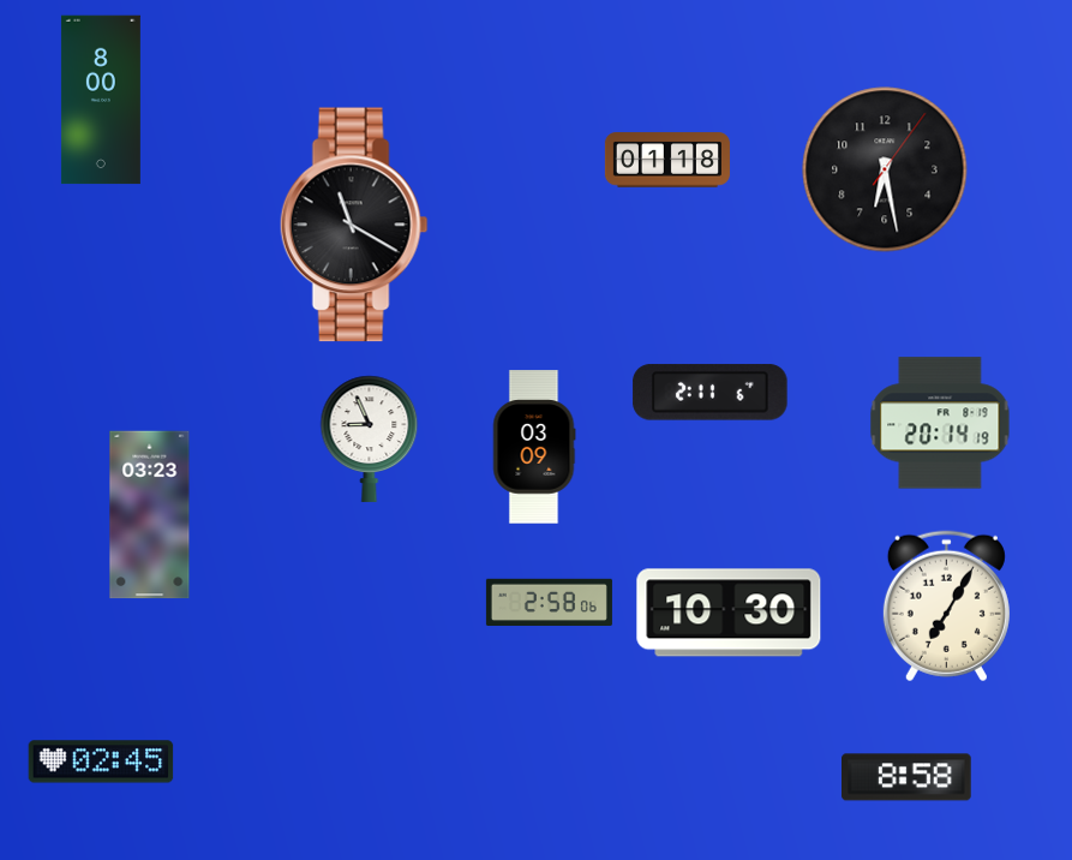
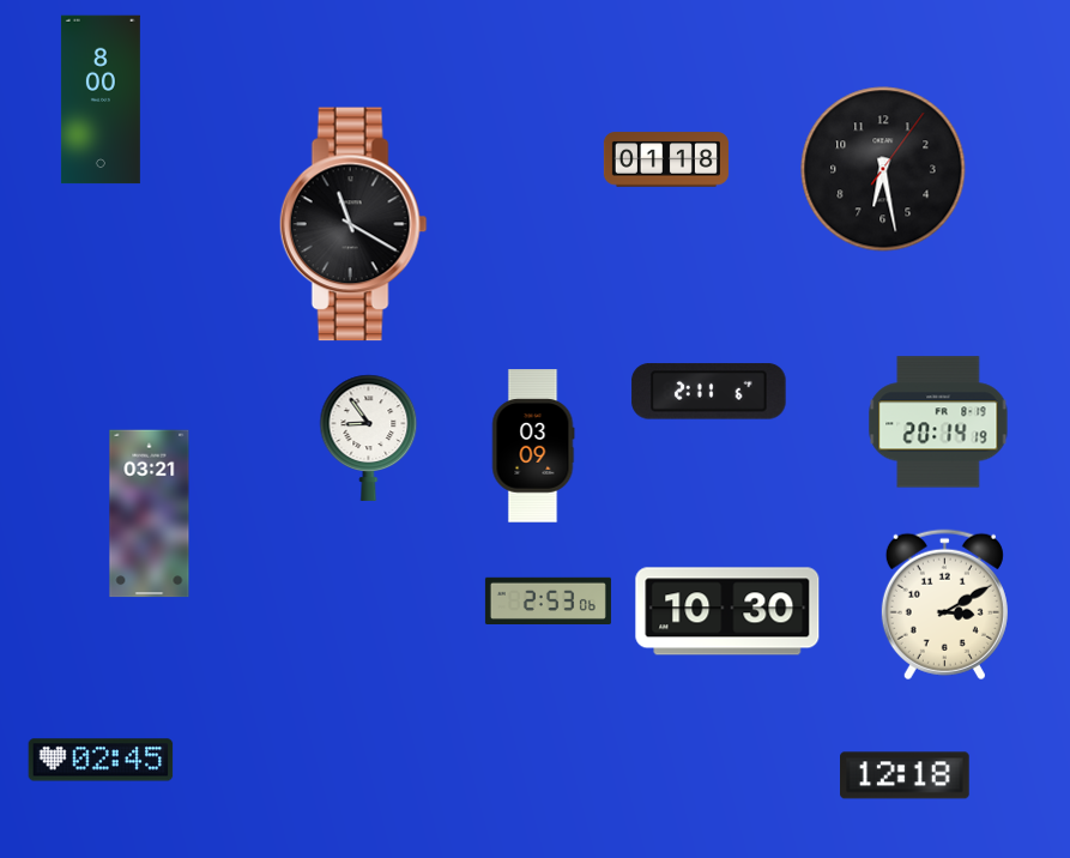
clock at (370, 438): 8:56 -> 8:54
clock at (150, 515): 03:23 -> 03:21
clock at (549, 603): 2:58 -> 2:53
clock at (946, 607): 7:05 -> 3:10
clock at (908, 777): 8:58 -> 12:18
